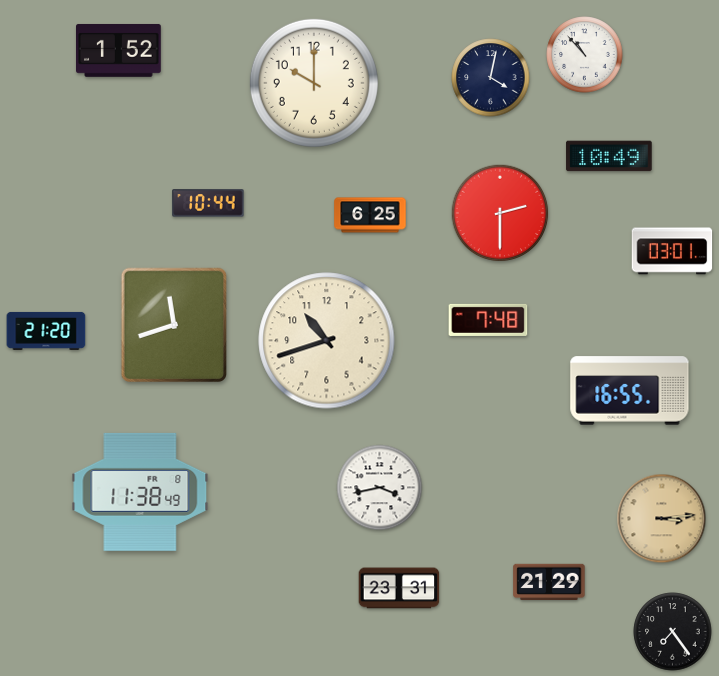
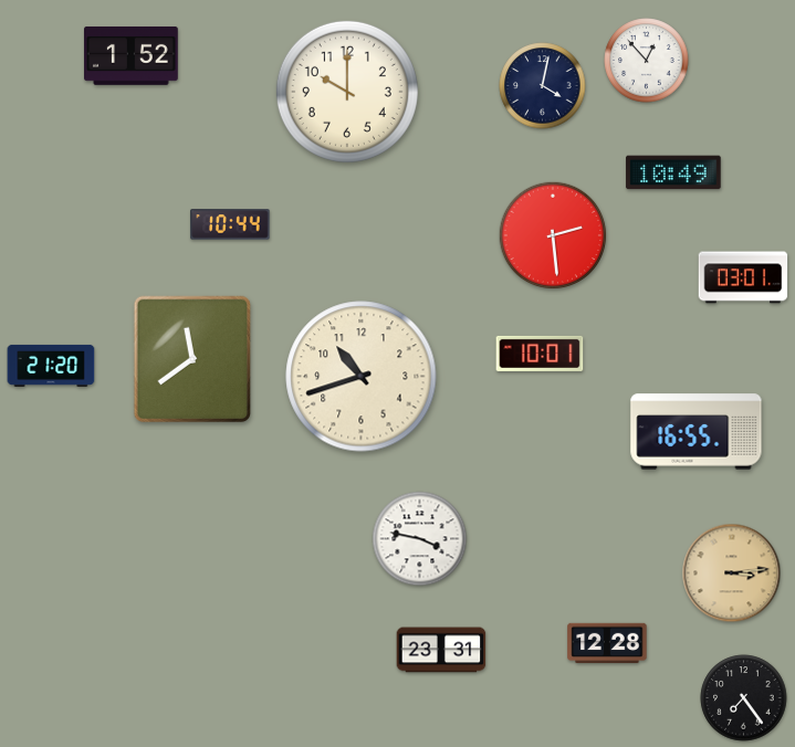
clock at (585, 55): 10:53 -> 12:53
clock at (500, 213): 2:30 -> 2:29
clock at (370, 215): 6:25 -> none
clock at (488, 320): 7:48 -> 10:01
clock at (173, 325): 11:42 -> 11:39
clock at (380, 488): 3:43 -> 3:47
clock at (140, 492): 11:38 -> none
clock at (549, 582): 21:29 -> 12:28
